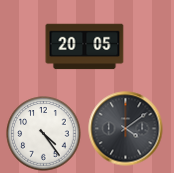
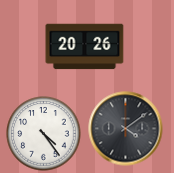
clock at (85, 47): 20:05 -> 20:26
